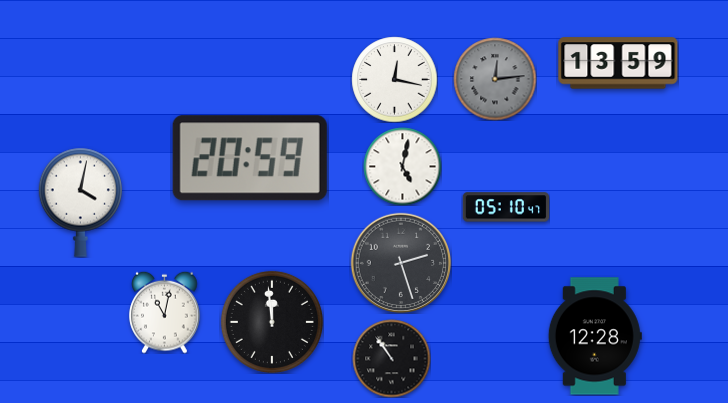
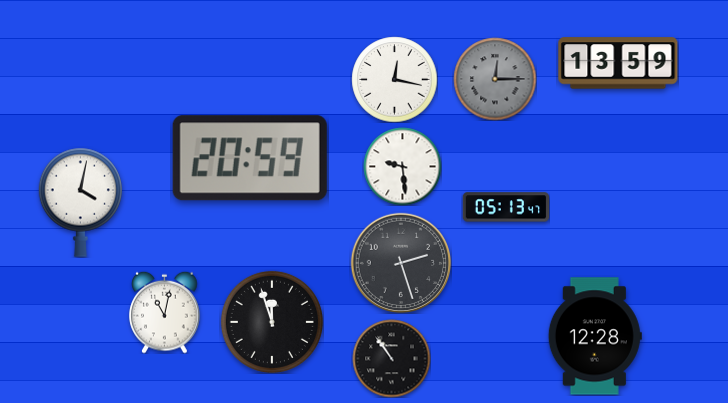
clock at (495, 79): 12:14 -> 12:15
clock at (402, 166): 5:02 -> 9:29
clock at (505, 207): 05:10 -> 05:13
clock at (272, 322): 11:59 -> 11:57
